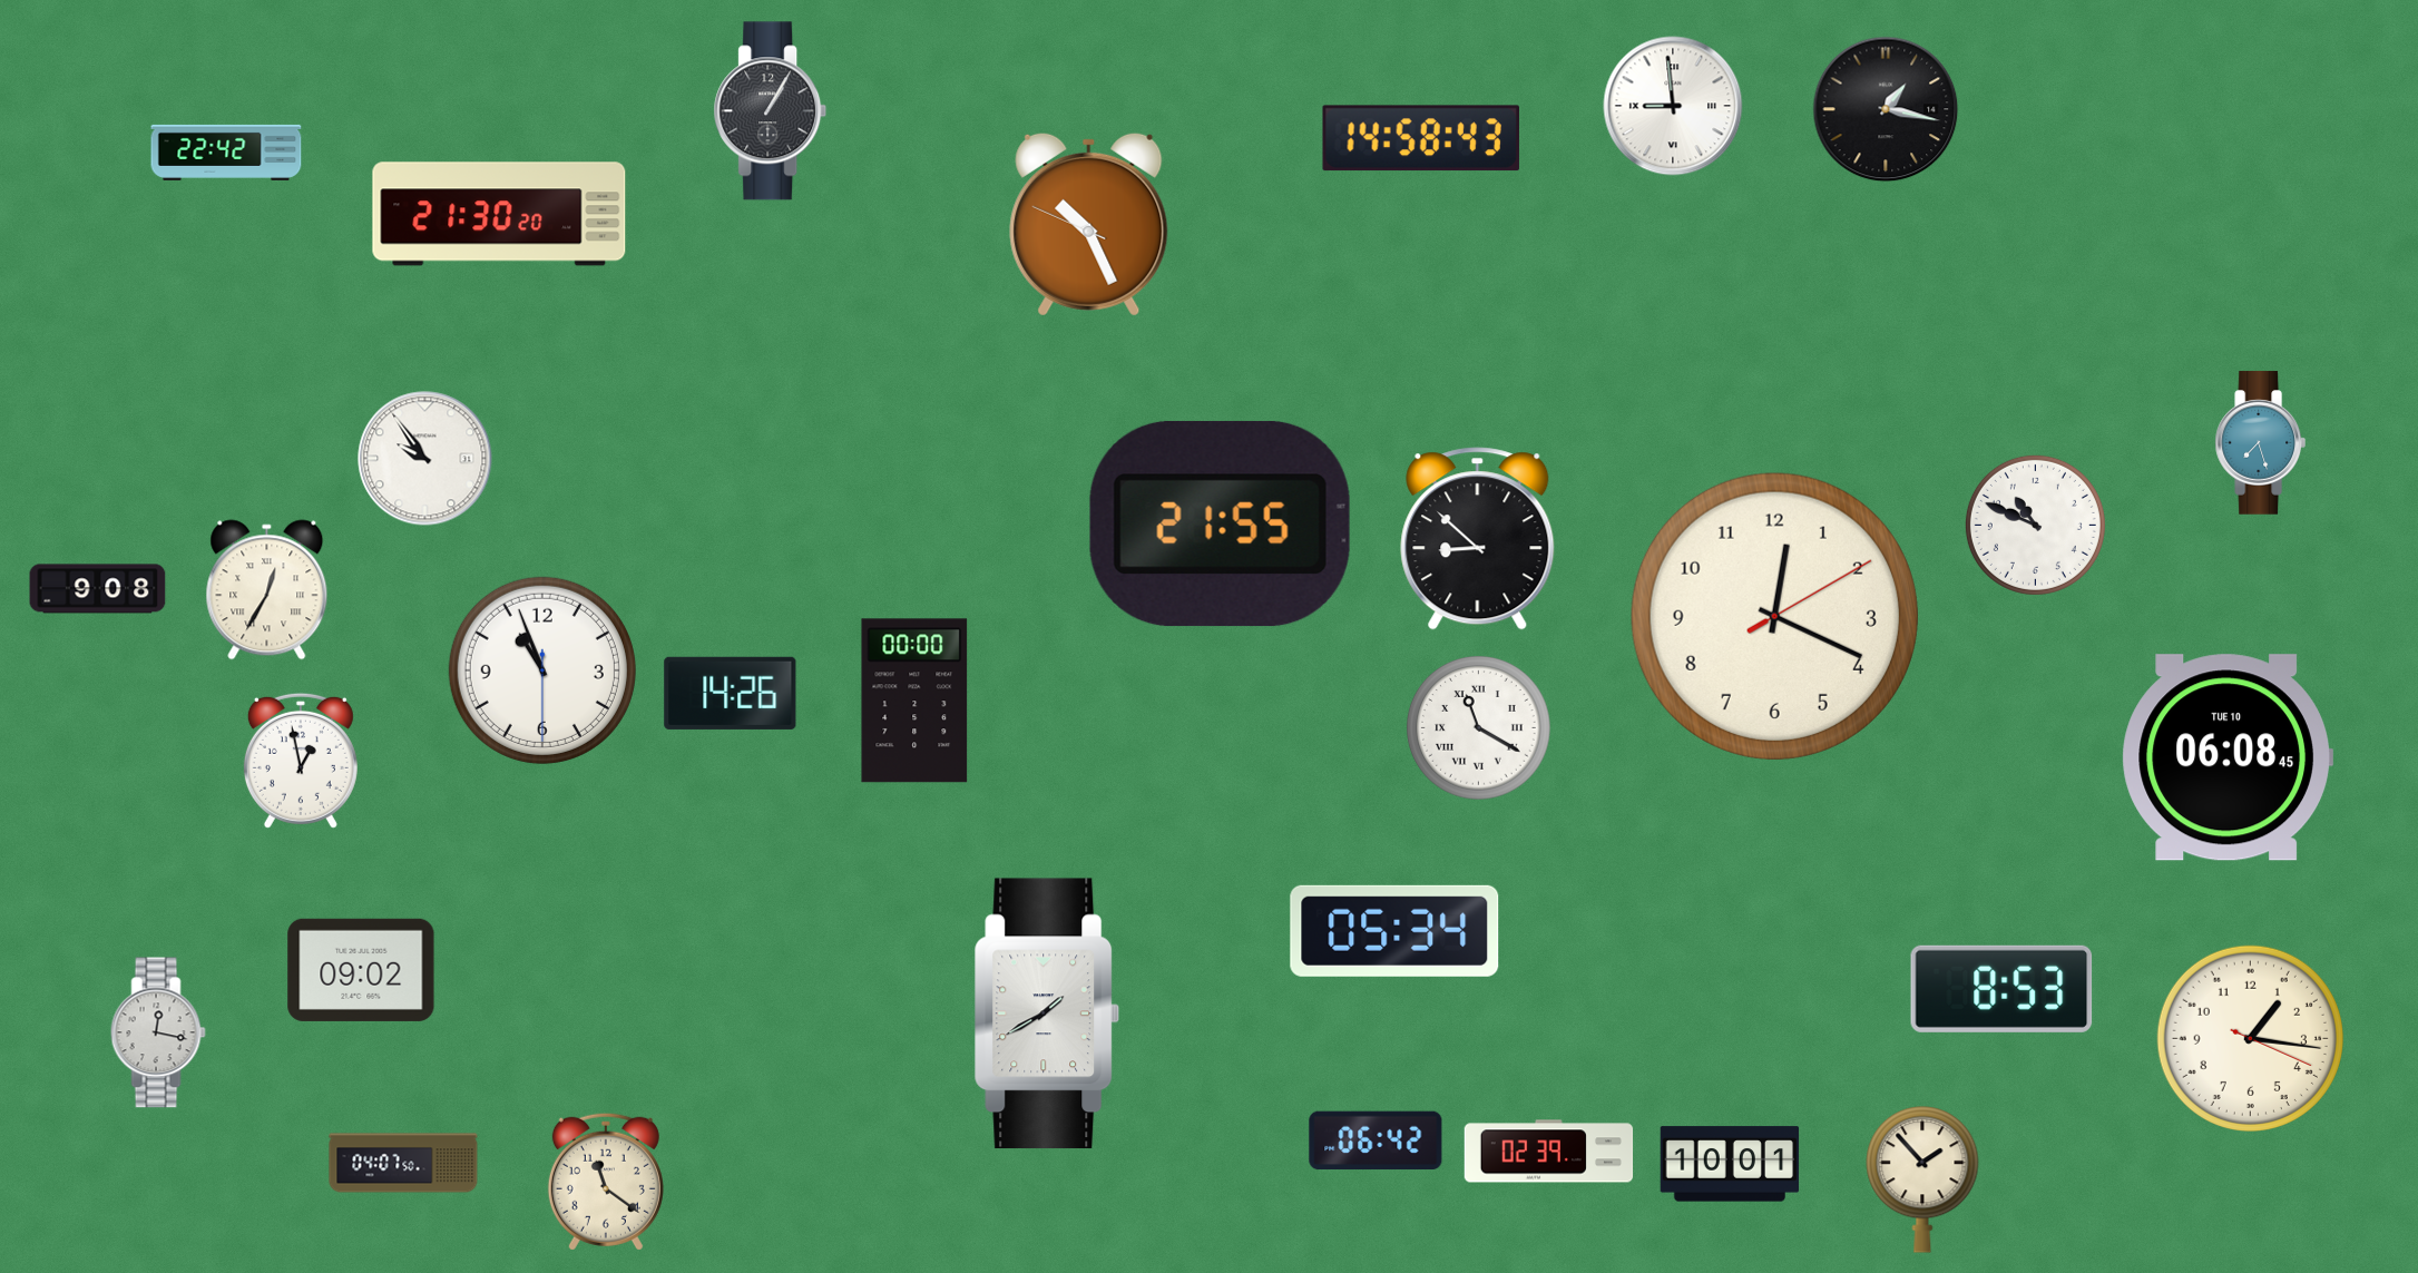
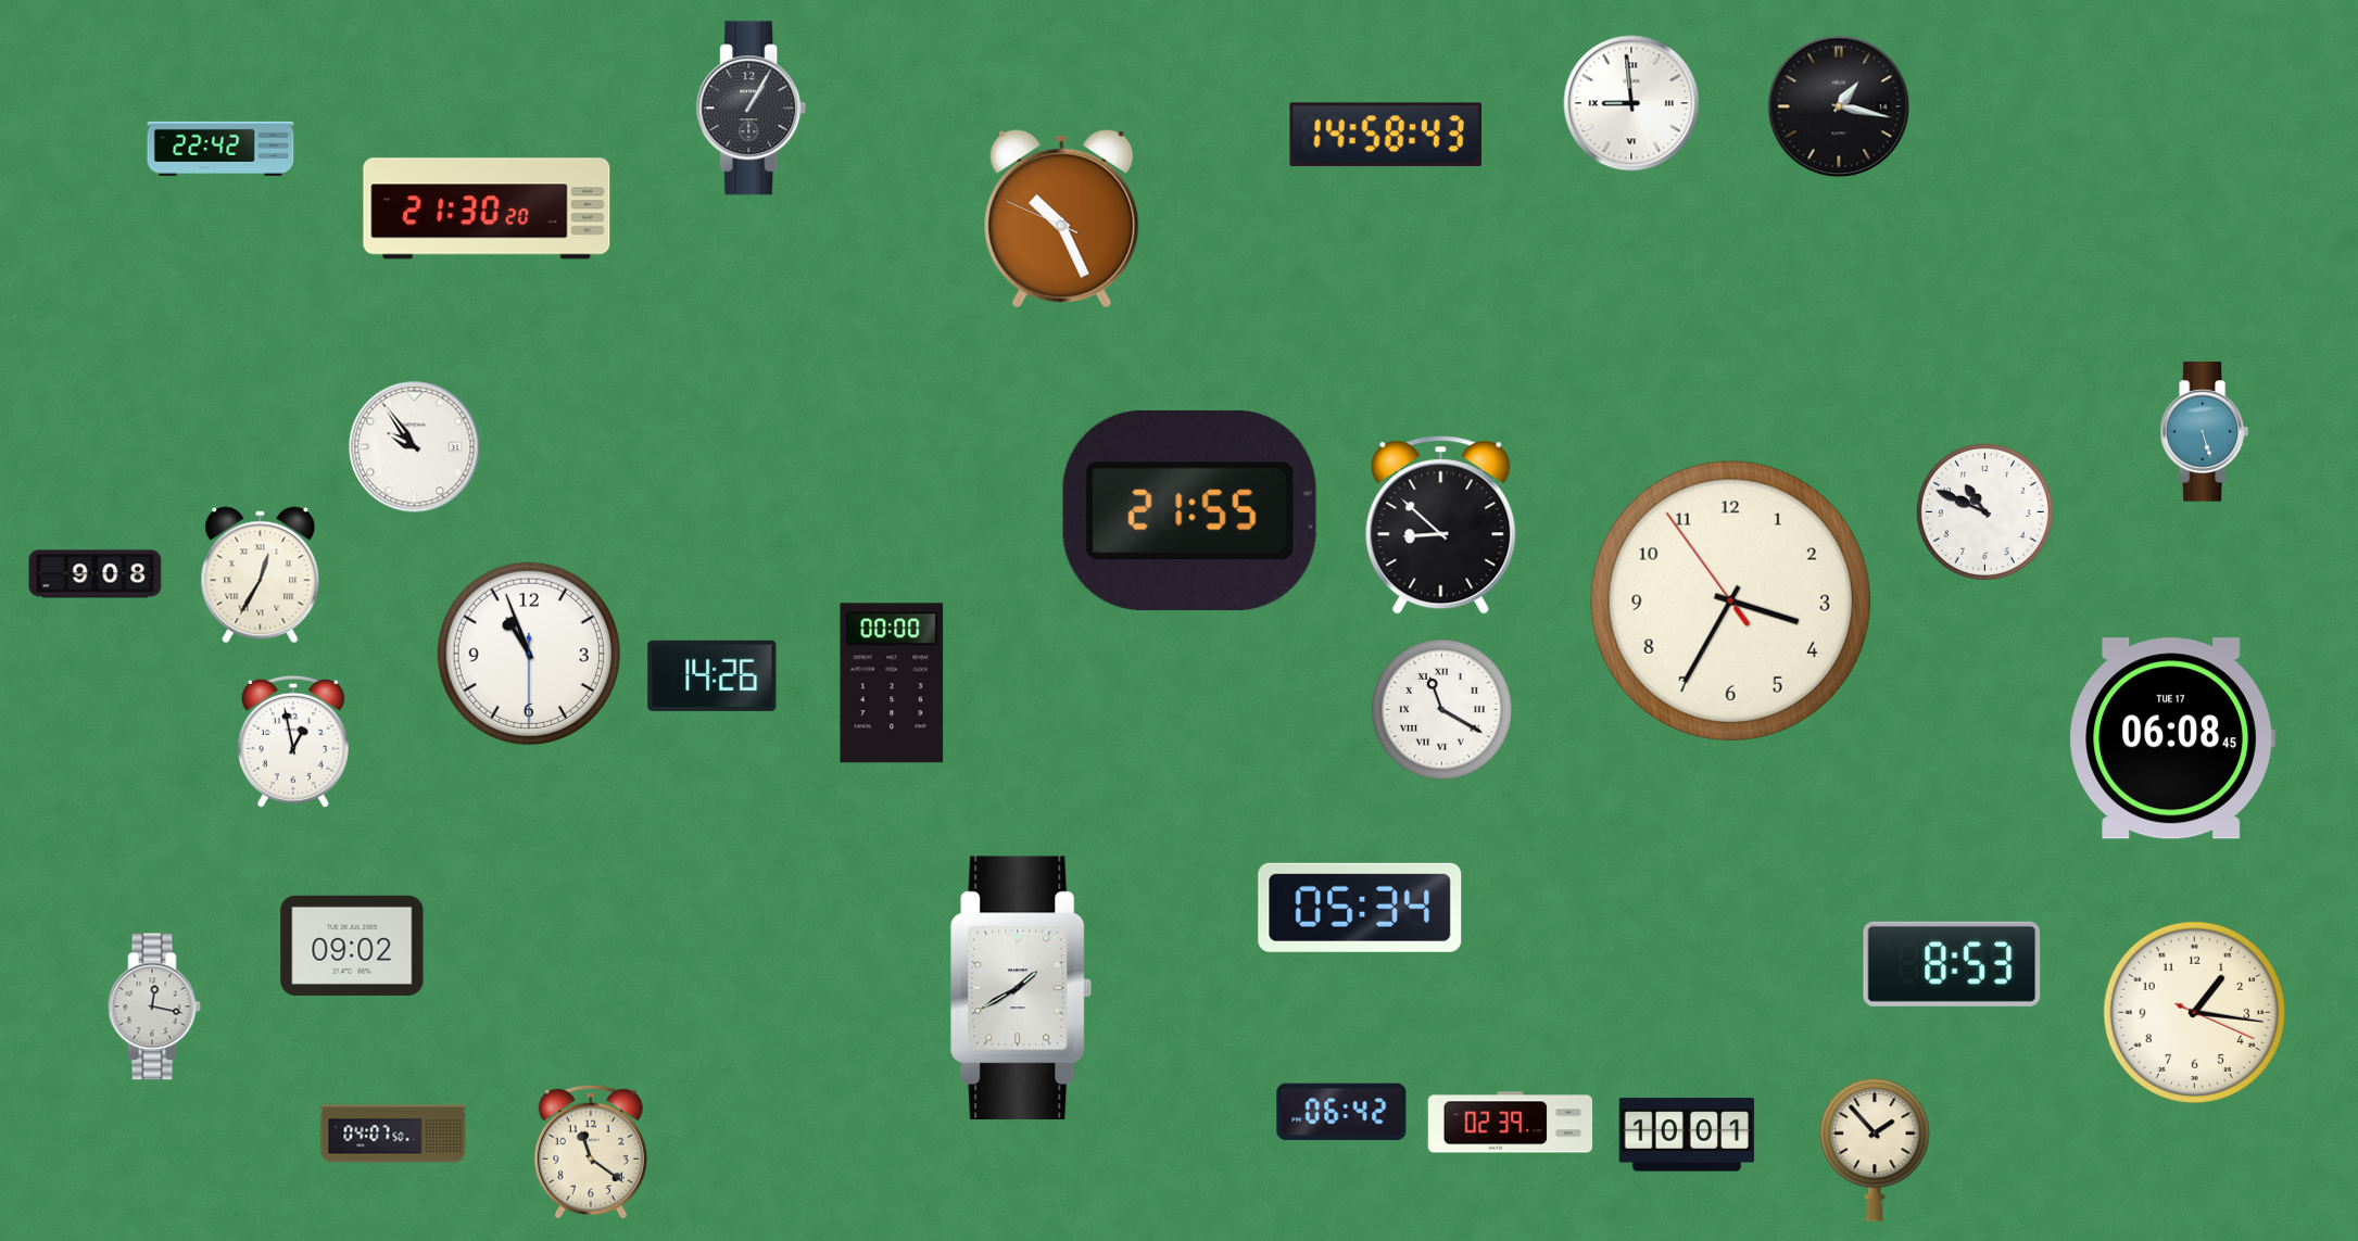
clock at (2260, 443): 7:27 -> 5:27
clock at (1774, 616): 12:19 -> 3:34
clock at (2228, 757) date: TUE 10 -> TUE 17
